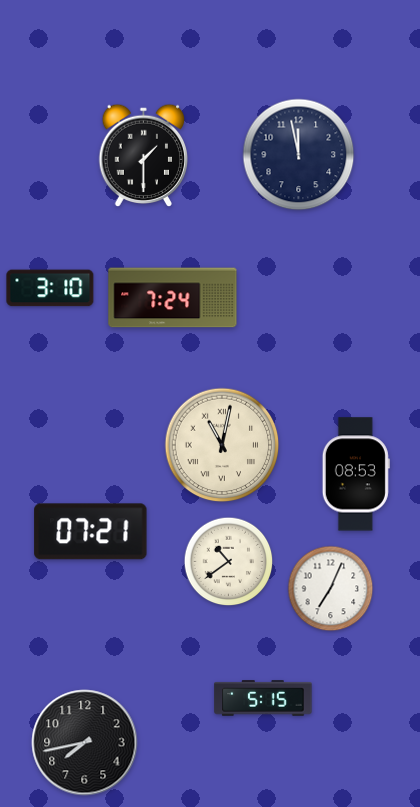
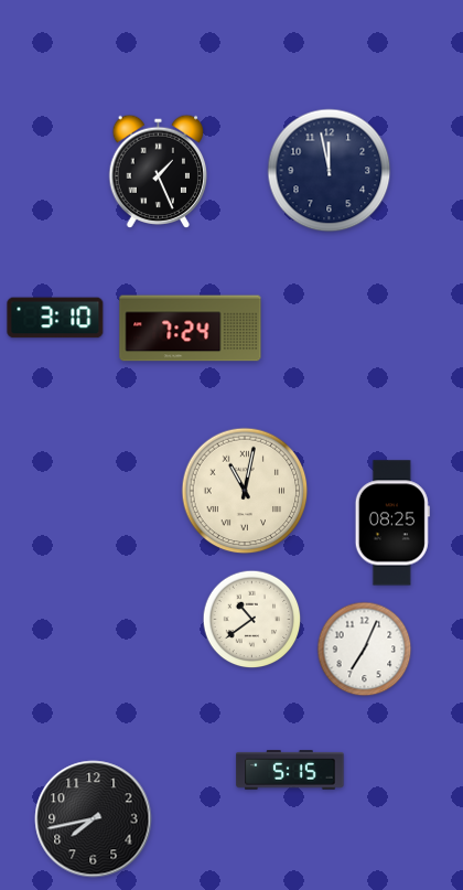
clock at (144, 155): 1:30 -> 1:26
clock at (356, 474): 08:53 -> 08:25
clock at (91, 532): 07:21 -> none
